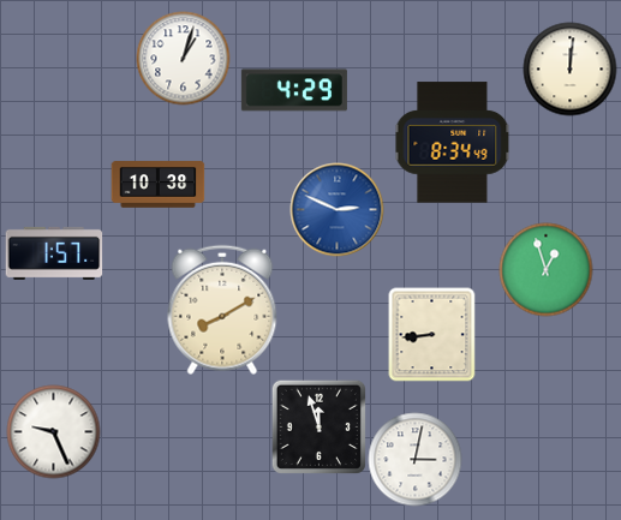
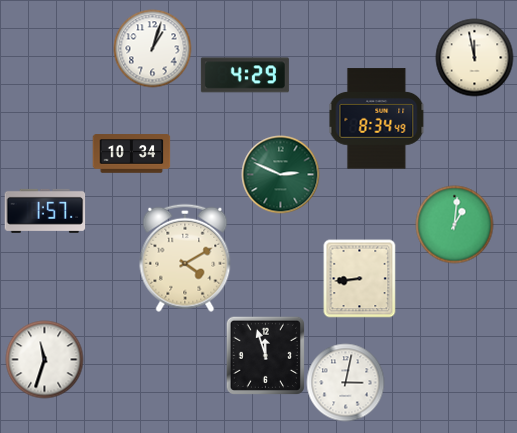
clock at (569, 68): 12:01 -> 11:58
clock at (157, 185): 10:38 -> 10:34
clock at (336, 209) dial: blue -> green
clock at (545, 269): 12:57 -> 1:01
clock at (222, 310): 8:10 -> 4:10
clock at (53, 431): 9:26 -> 11:33
